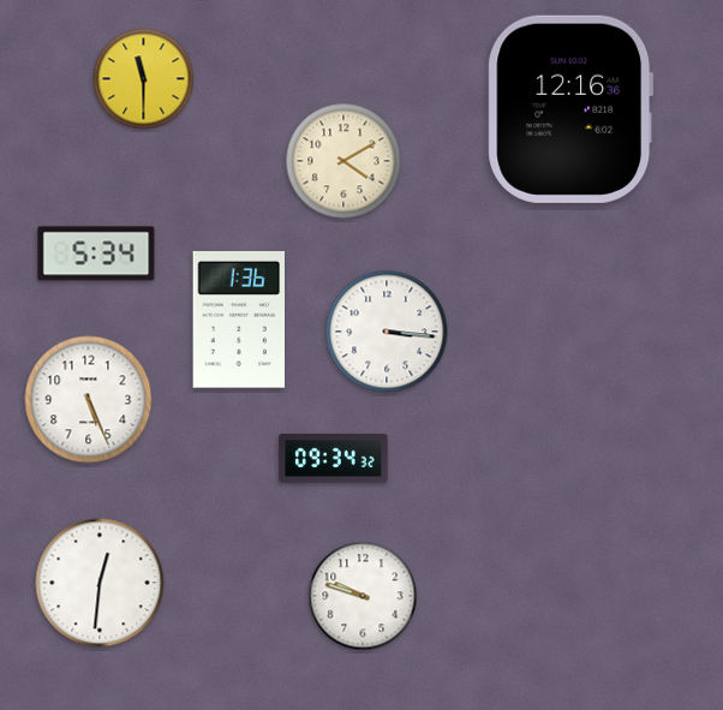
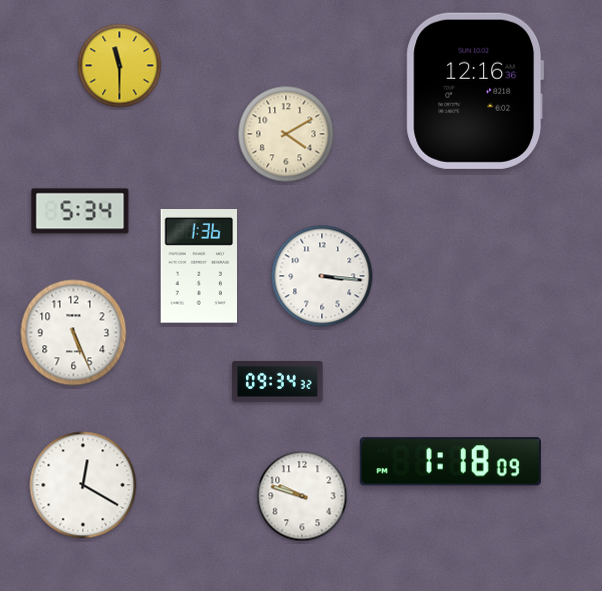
clock at (450, 462): none -> 1:18
clock at (100, 583): 12:31 -> 12:20
